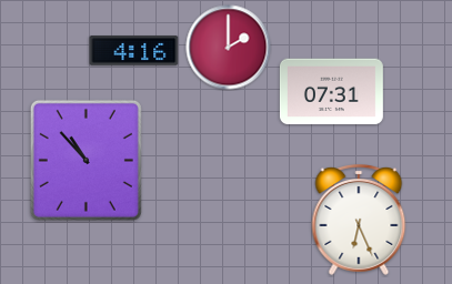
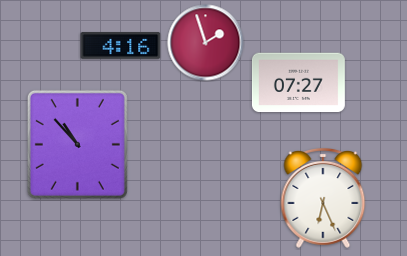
clock at (229, 48): 2:00 -> 1:57
clock at (331, 92): 07:31 -> 07:27
